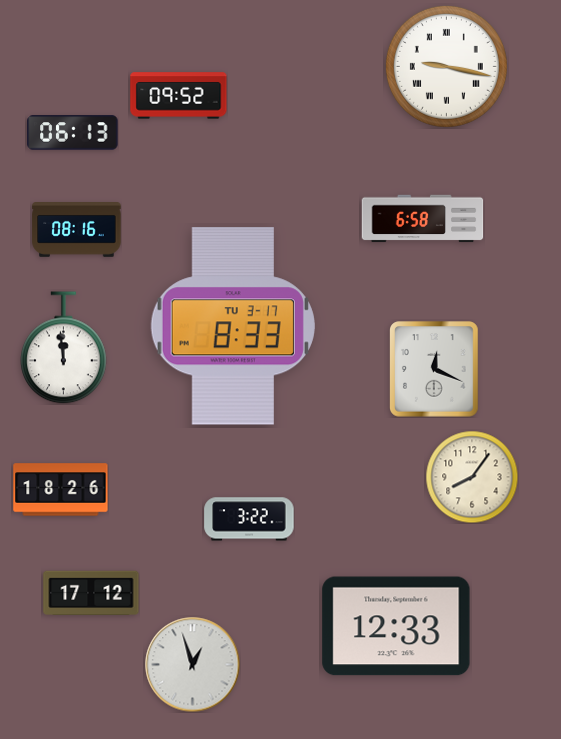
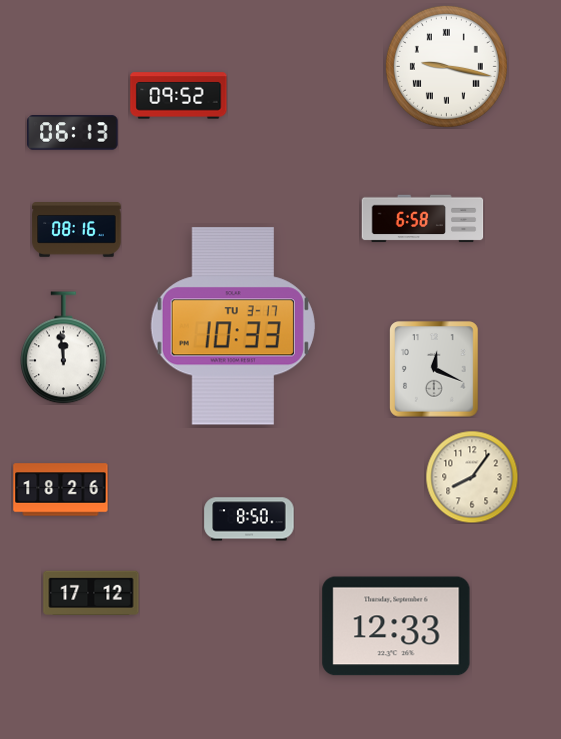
clock at (233, 326): 8:33 -> 10:33
clock at (249, 519): 3:22 -> 8:50
clock at (192, 664): 12:57 -> none
